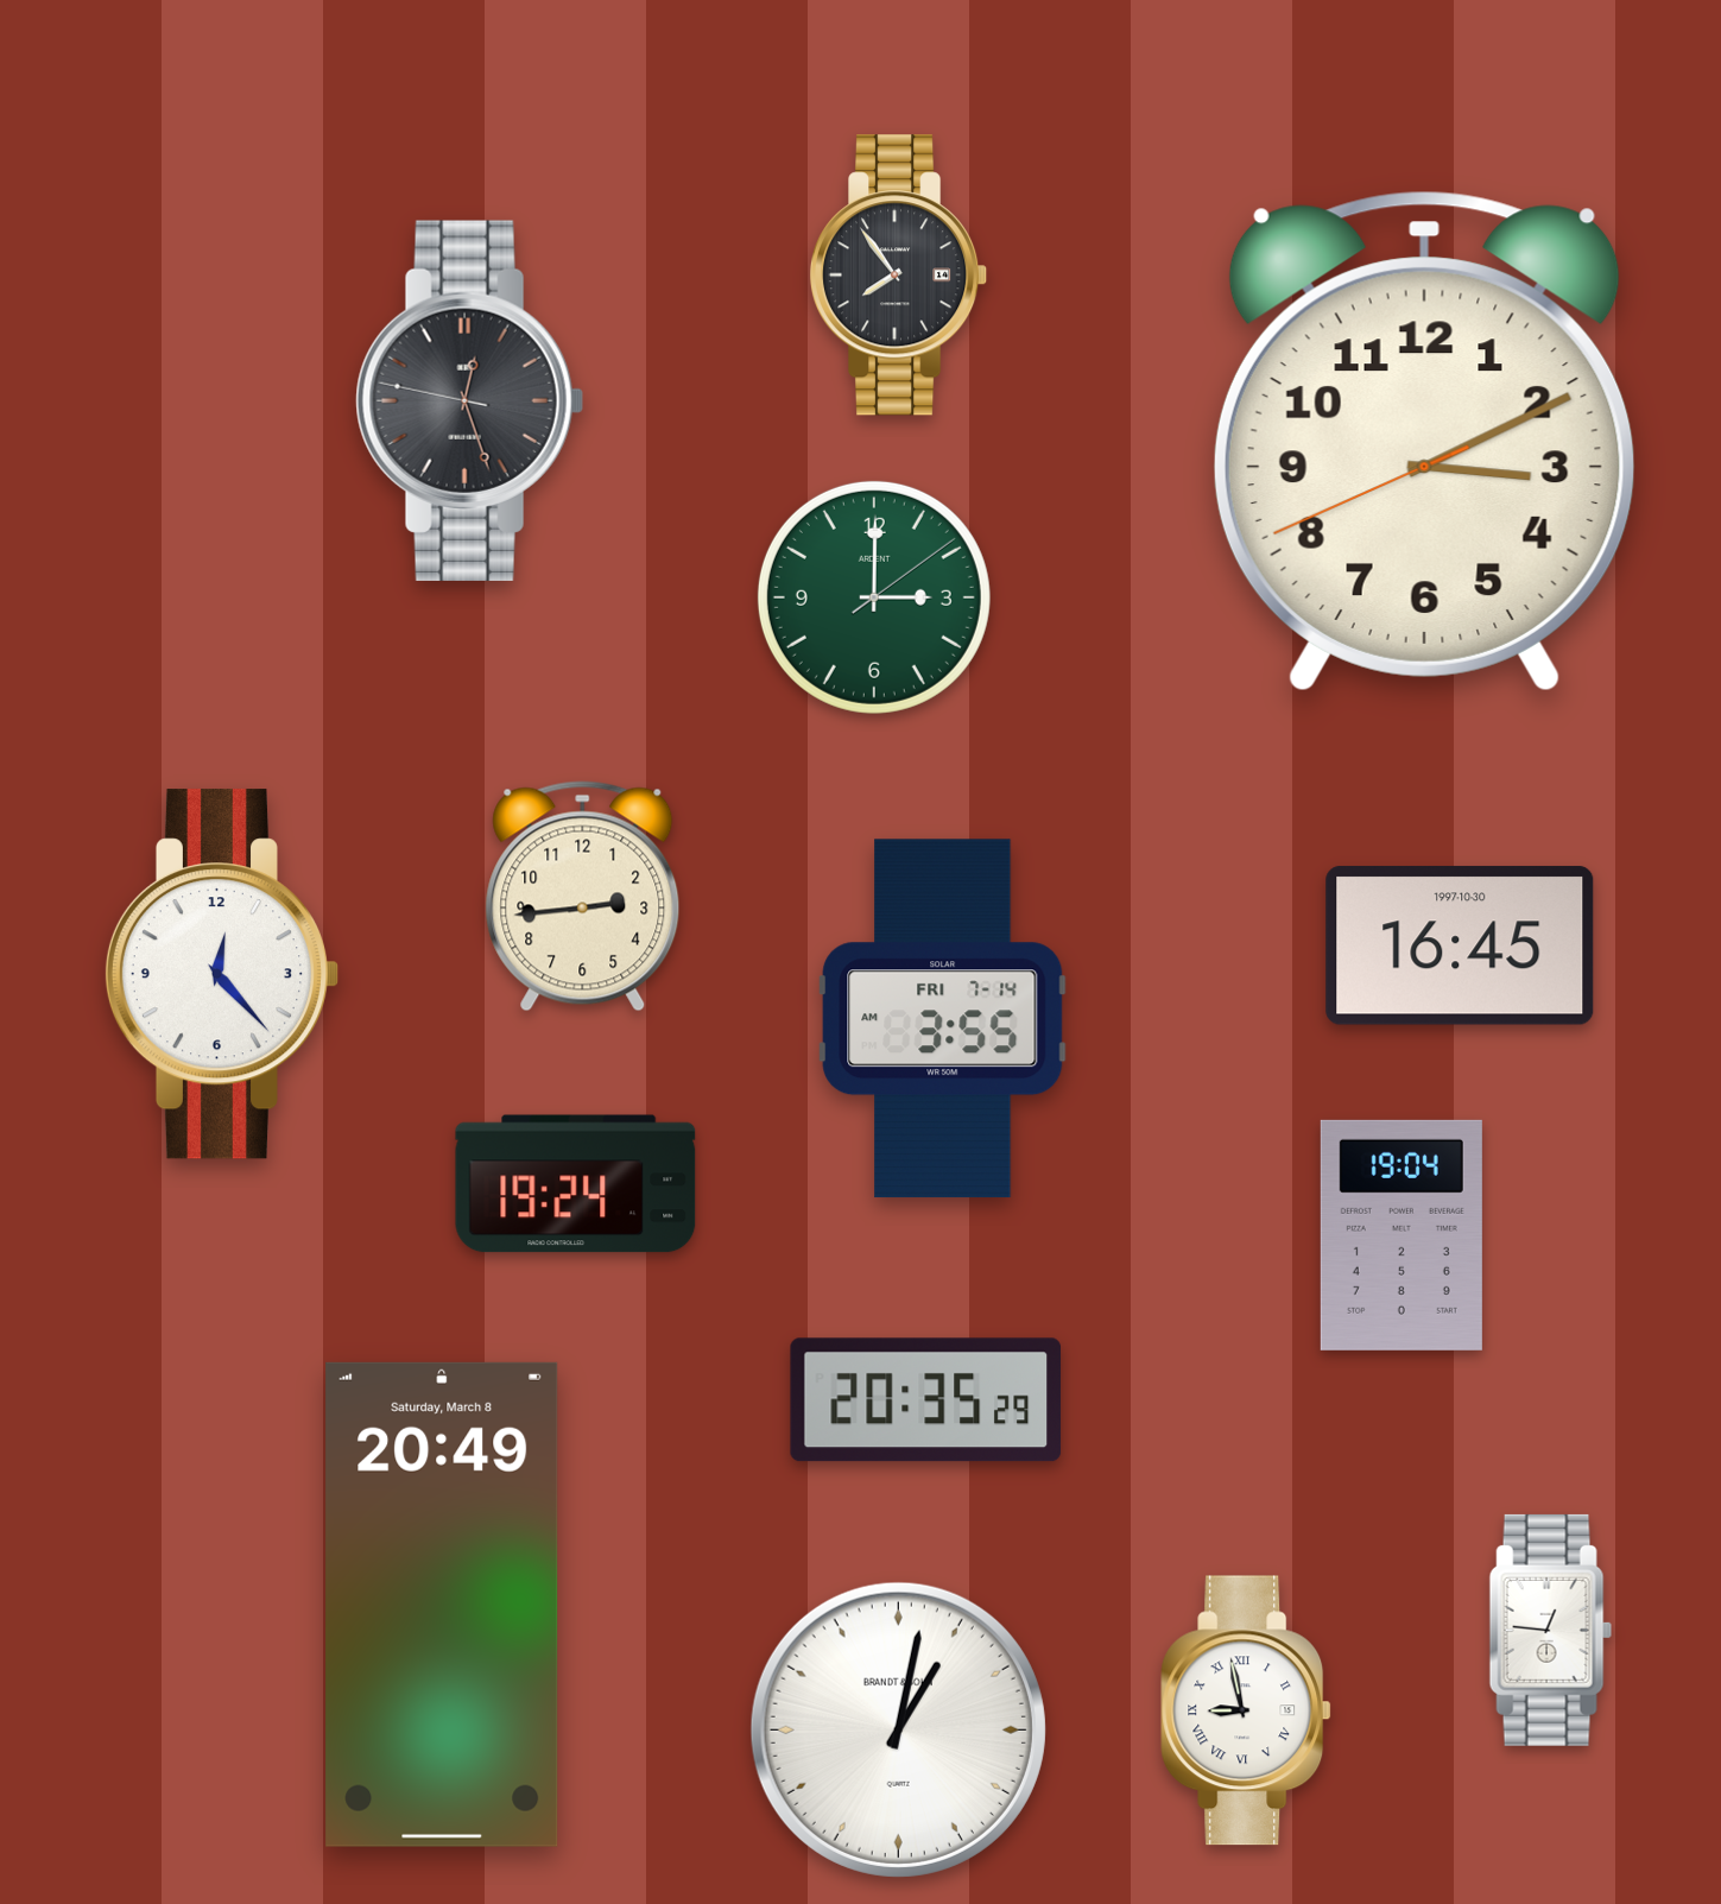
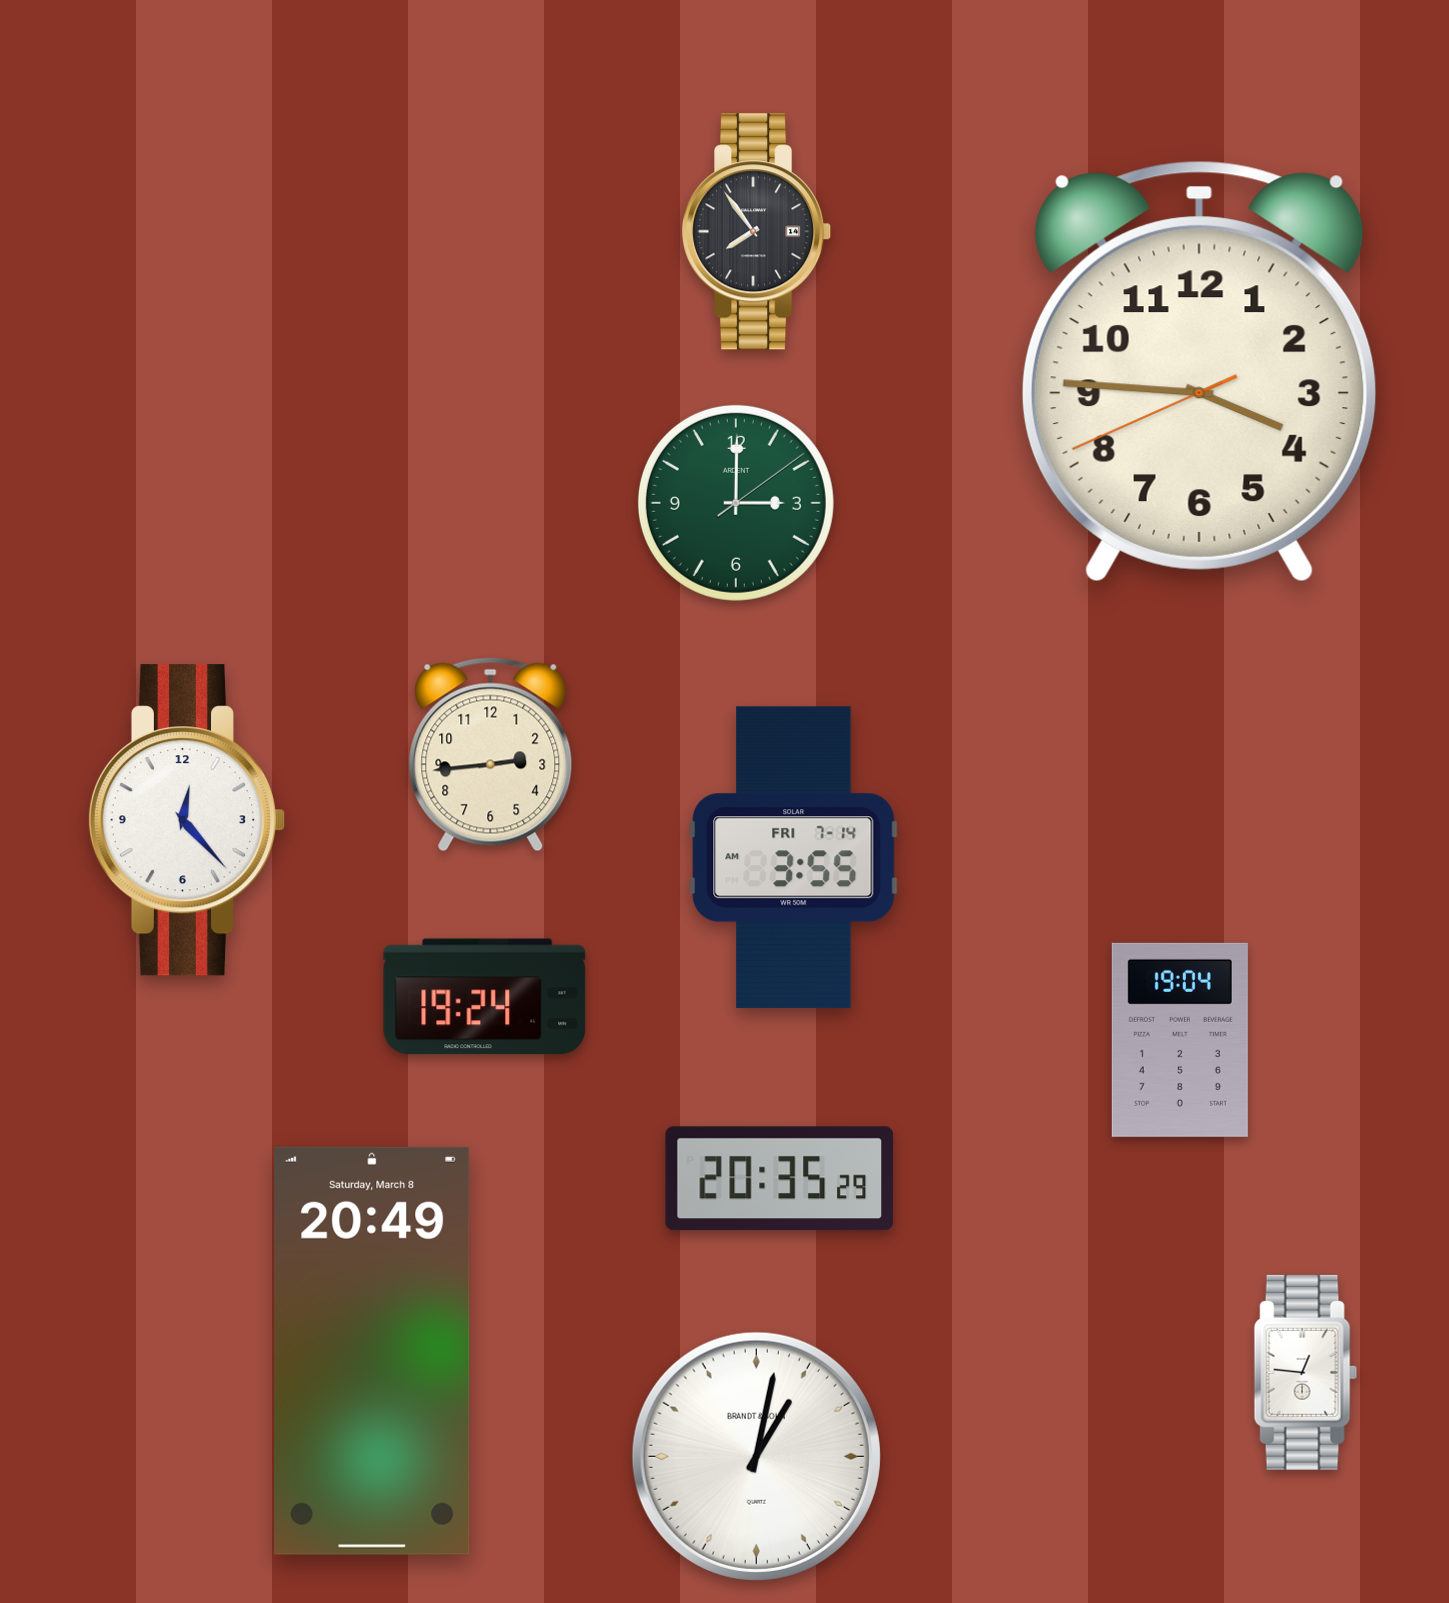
clock at (469, 400): 12:26 -> none
clock at (1424, 441): 3:10 -> 3:45
clock at (1460, 945): 16:45 -> none
clock at (1246, 1710): 8:58 -> none
